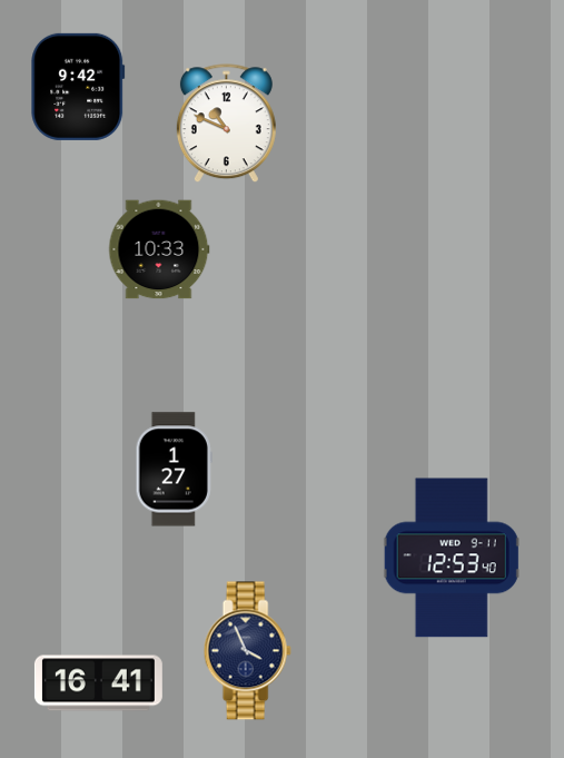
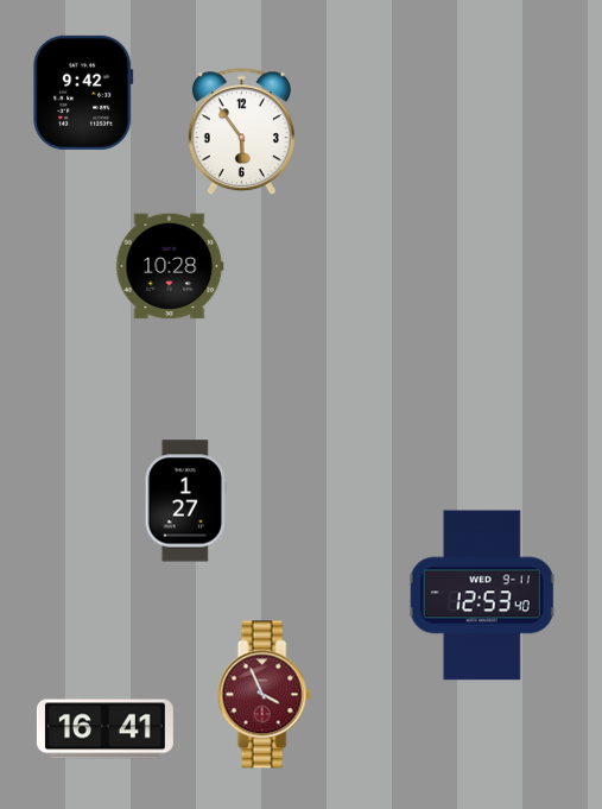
clock at (226, 124): 10:49 -> 5:54
clock at (159, 249): 10:33 -> 10:28
clock at (247, 651) dial: navy -> burgundy
